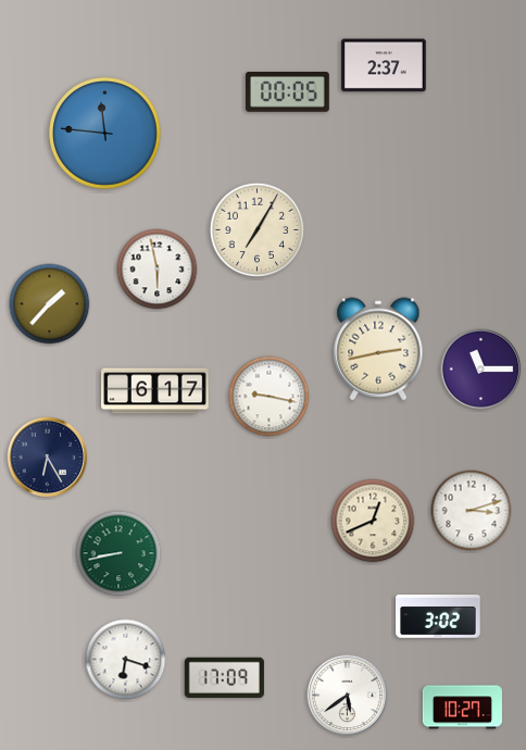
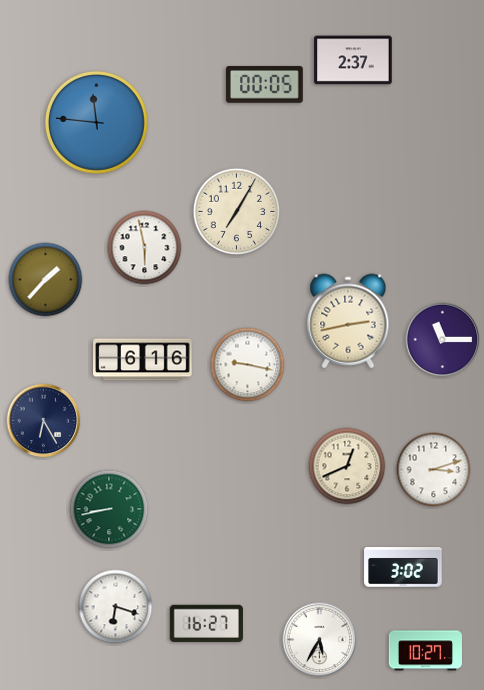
clock at (155, 391): 6:17 -> 6:16
clock at (373, 521) position: (373, 521) -> (347, 466)
clock at (224, 677): 17:09 -> 16:27
clock at (348, 696): 5:39 -> 5:35
